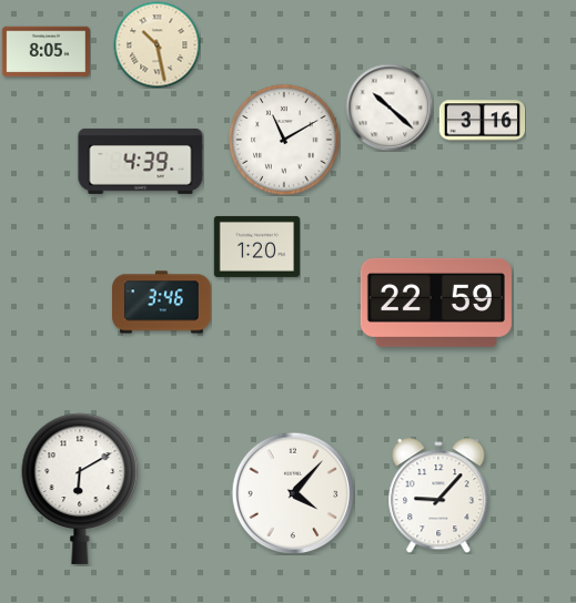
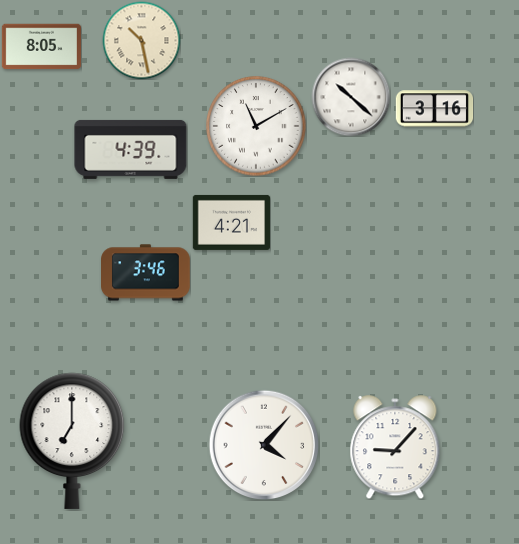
clock at (141, 161) position: (141, 161) -> (131, 149)
clock at (256, 246): 1:20 -> 4:21
clock at (436, 303): 22:59 -> none
clock at (80, 489): 6:10 -> 7:00
